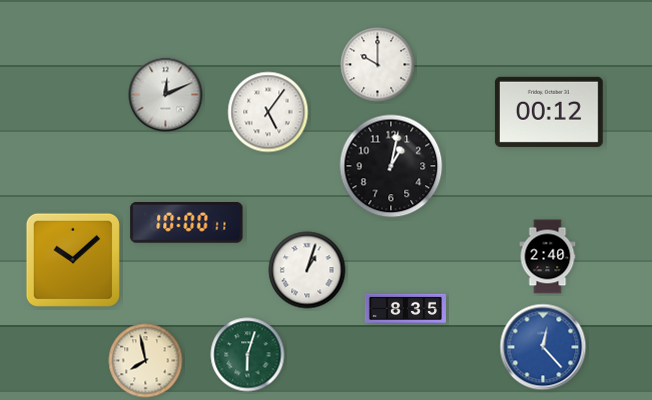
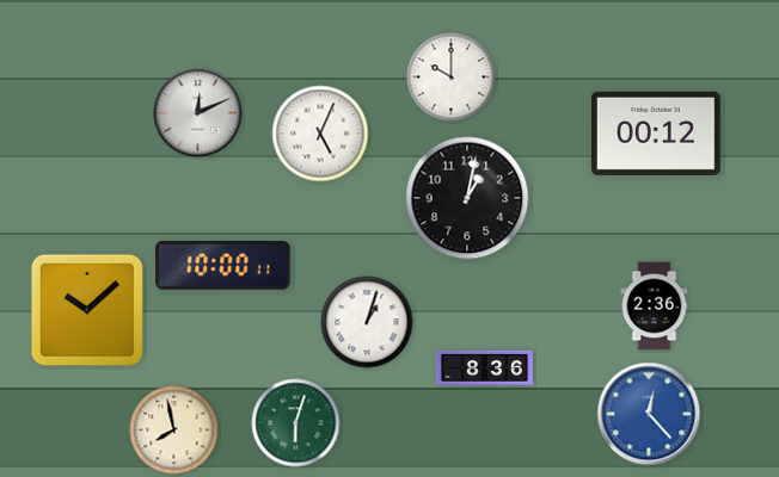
clock at (268, 112): 5:06 -> 5:04
clock at (548, 257): 2:40 -> 2:36
clock at (405, 308): 8:35 -> 8:36
